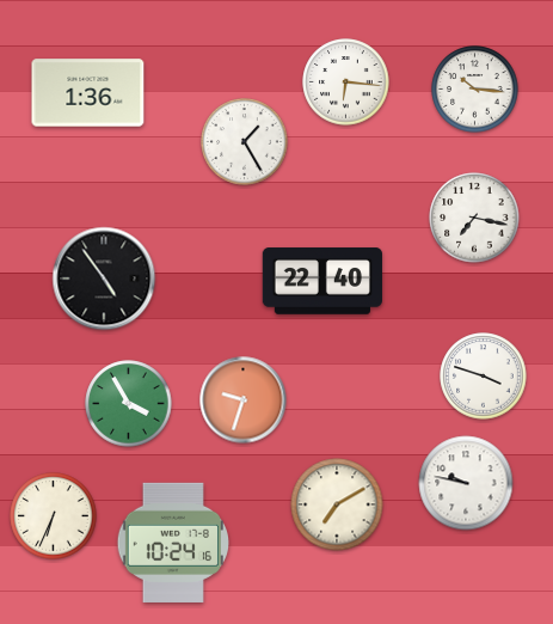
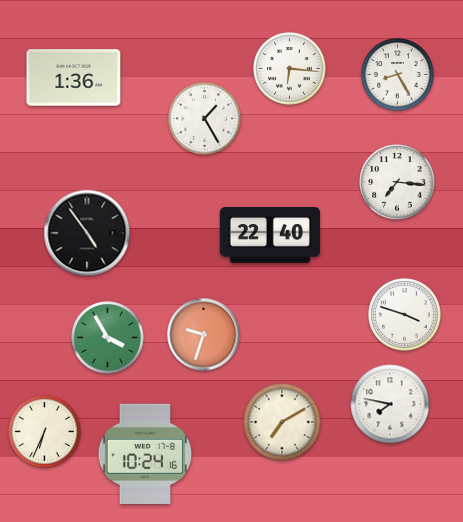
clock at (475, 90): 10:16 -> 8:25
clock at (474, 218): 7:17 -> 7:16
clock at (466, 483): 9:47 -> 7:47
